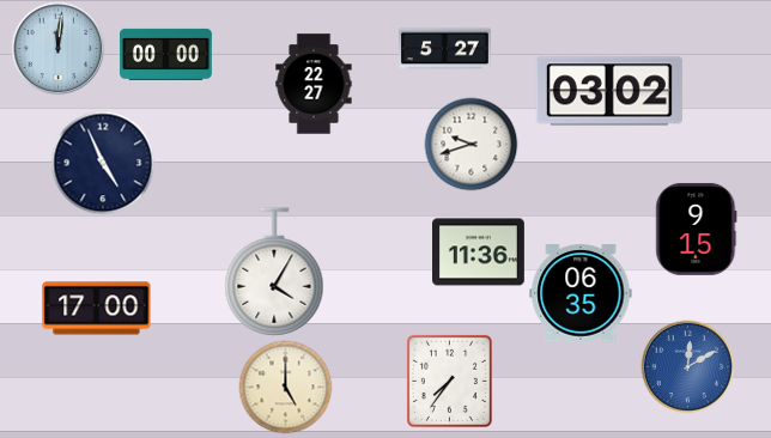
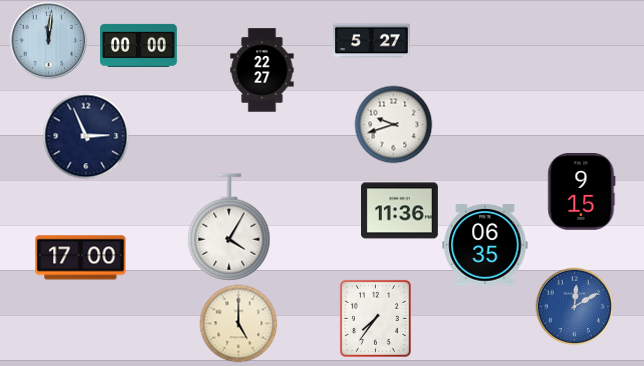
clock at (609, 91): 03:02 -> none
clock at (471, 144) position: (471, 144) -> (393, 124)
clock at (103, 163): 4:56 -> 2:56
